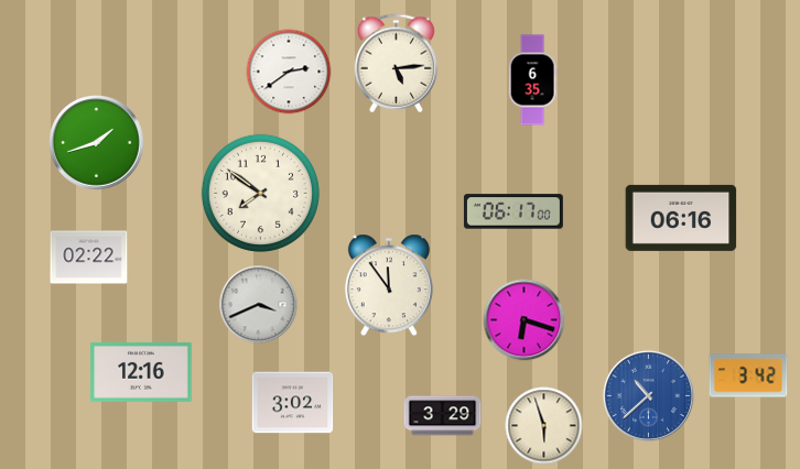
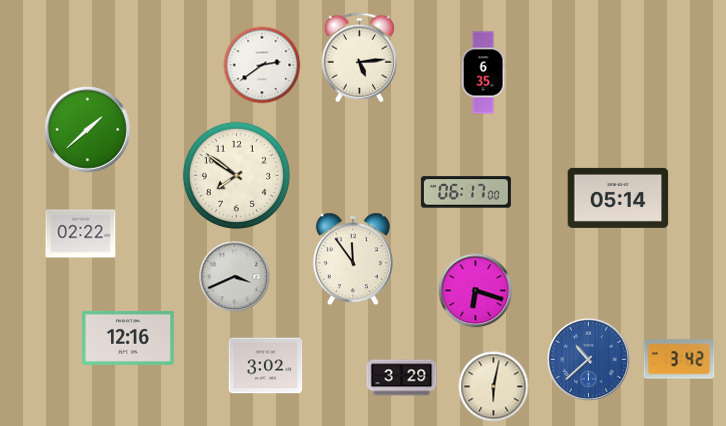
clock at (97, 143): 1:42 -> 1:38
clock at (681, 218): 06:16 -> 05:14
clock at (748, 375) position: (748, 375) -> (679, 359)
clock at (544, 426): 5:57 -> 6:02
